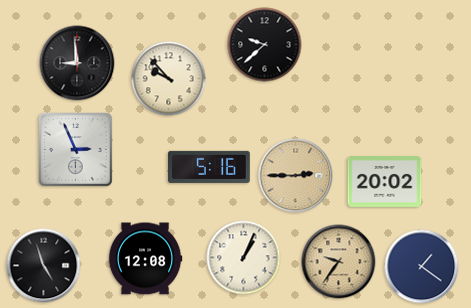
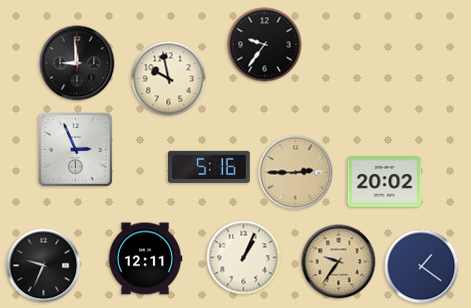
clock at (265, 45): 9:38 -> 9:36
clock at (169, 79): 9:53 -> 9:58
clock at (296, 176) position: (296, 176) -> (296, 173)
clock at (145, 259): 12:08 -> 12:11
clock at (44, 266): 4:57 -> 9:34
